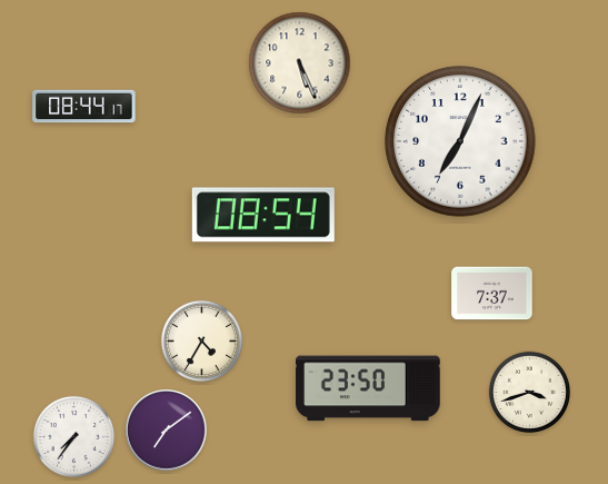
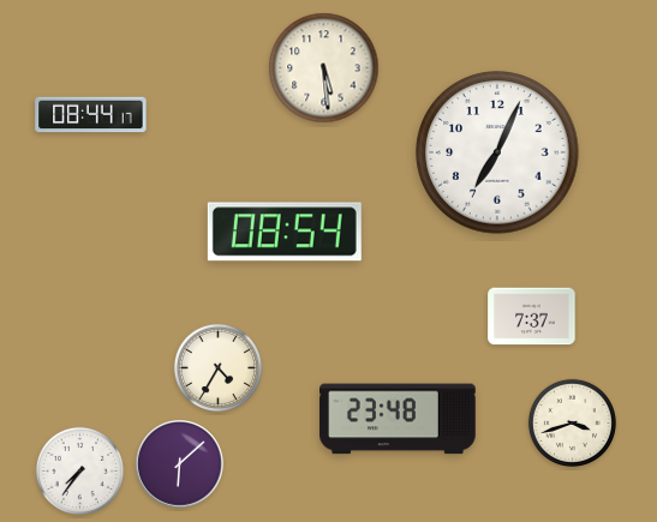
clock at (300, 63): 5:26 -> 5:29
clock at (369, 388): 23:50 -> 23:48
clock at (167, 431): 7:09 -> 6:08
